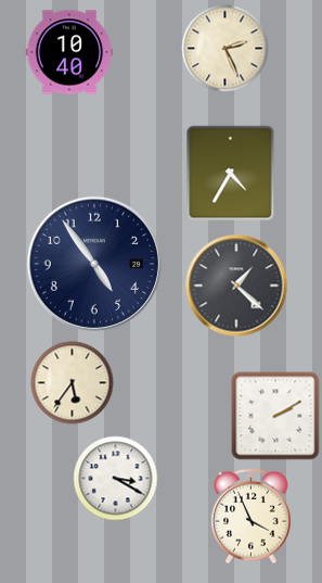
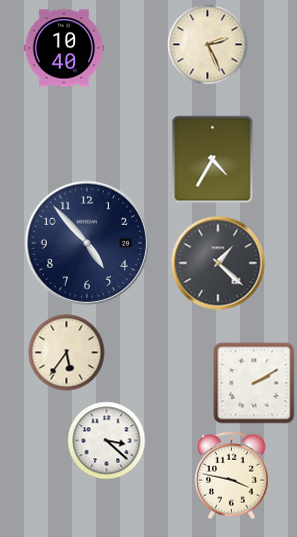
clock at (94, 264): 4:54 -> 4:53
clock at (116, 479): 3:20 -> 3:22
clock at (252, 517): 3:56 -> 3:47
